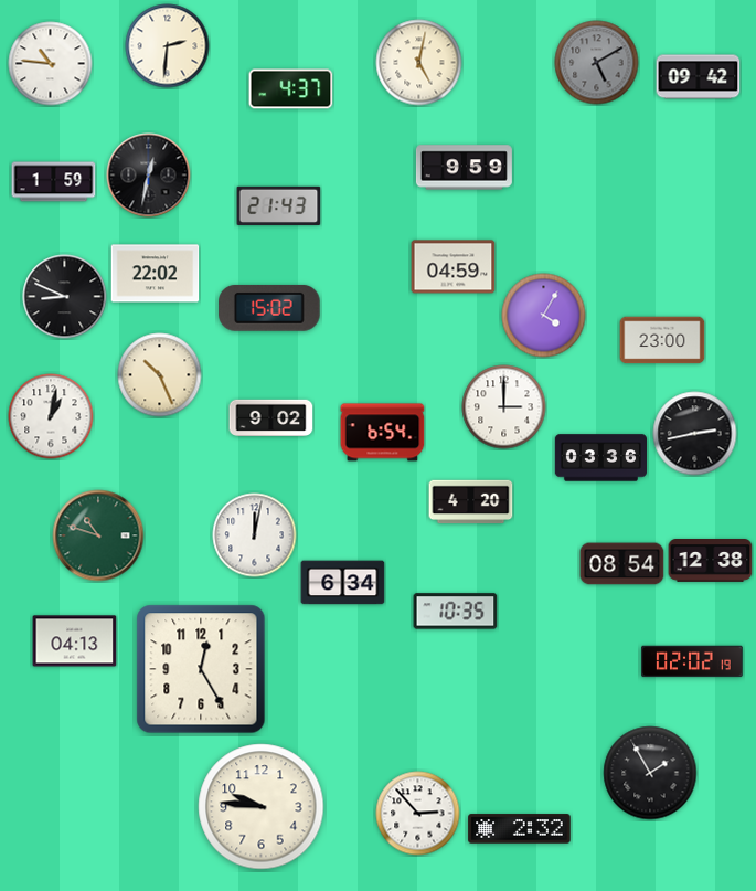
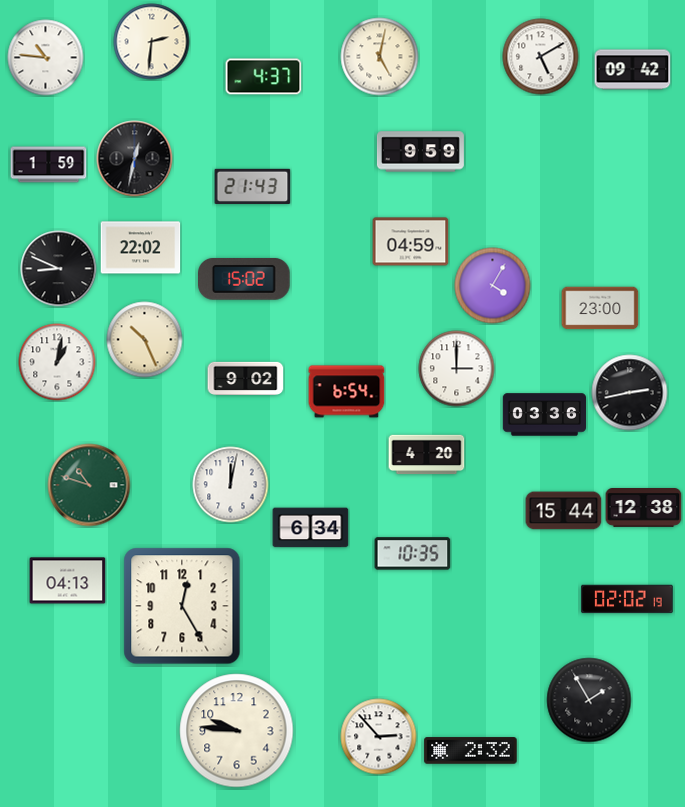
clock at (597, 63) dial: grey -> white
clock at (291, 89) position: (291, 89) -> (264, 77)
clock at (51, 416) position: (51, 416) -> (57, 362)
clock at (622, 564): 08:54 -> 15:44
